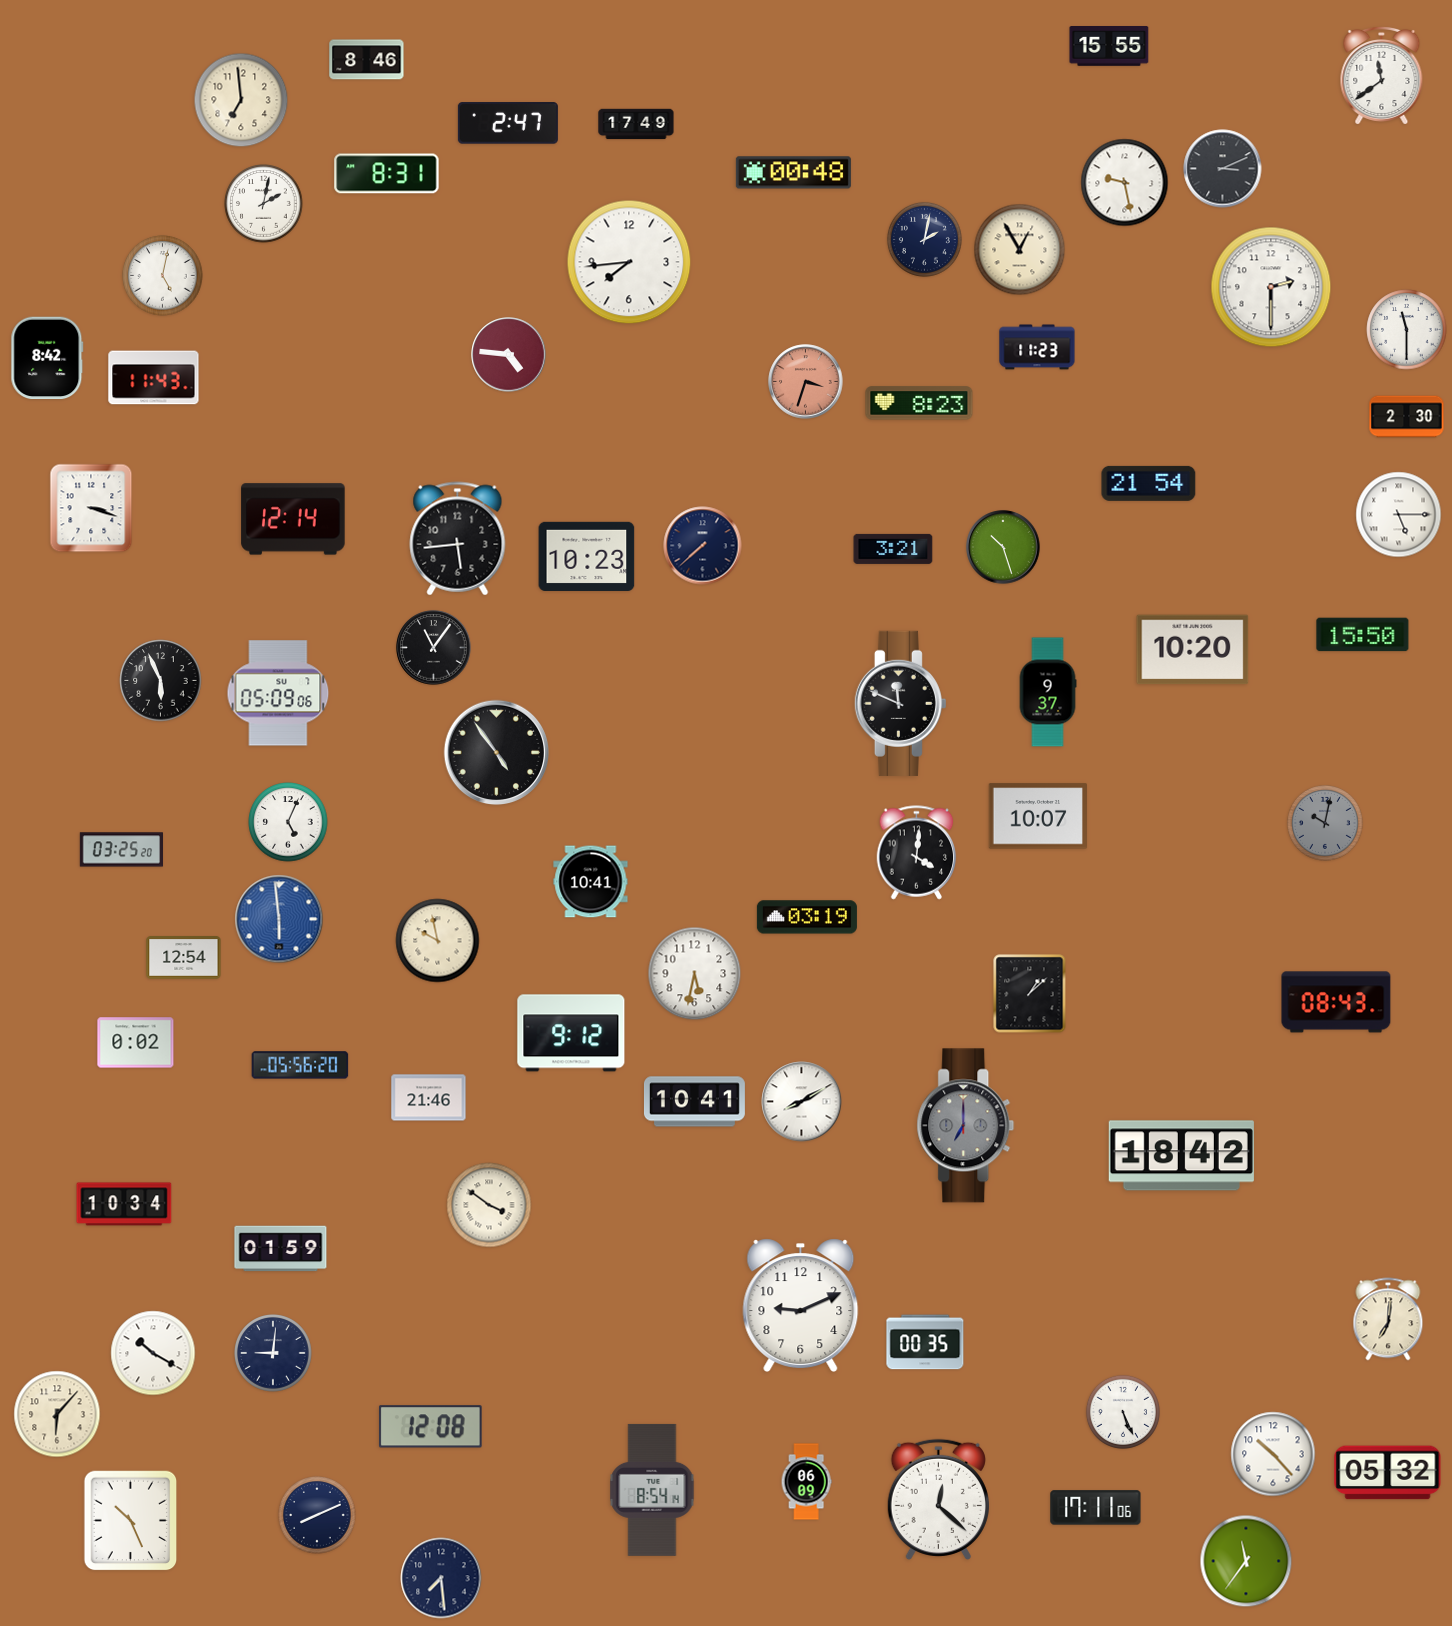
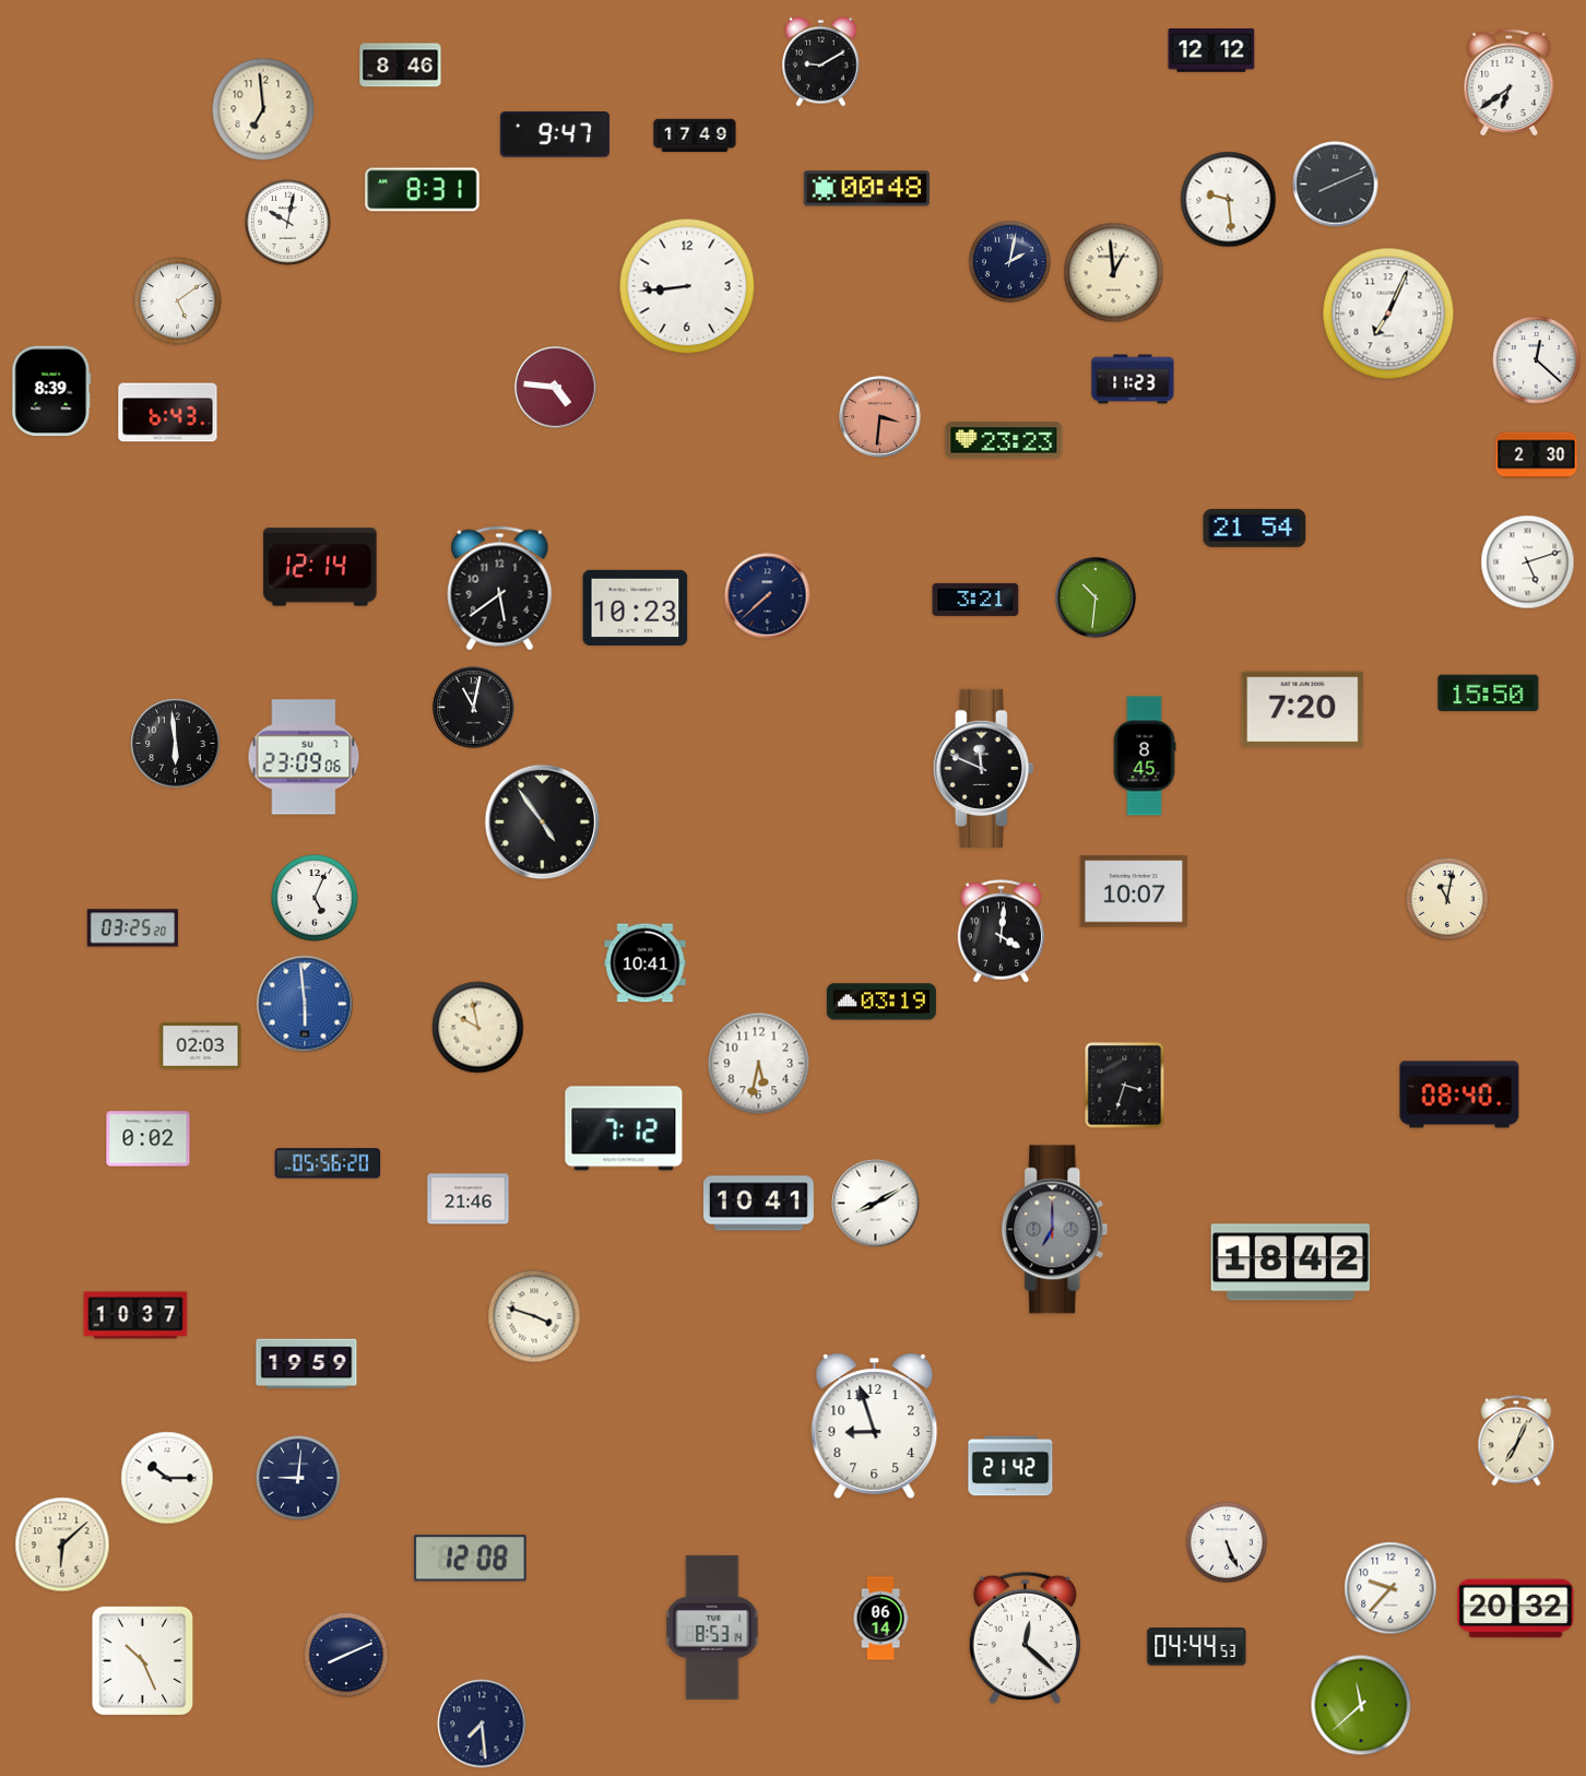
clock at (1109, 47): 15:55 -> 12:12
clock at (821, 61): none -> 9:10
clock at (1382, 75): 11:39 -> 6:39
clock at (508, 123): 2:47 -> 9:47
clock at (1223, 169): 3:11 -> 8:11
clock at (1125, 183): 9:28 -> 9:29
clock at (264, 204): 2:02 -> 10:02
clock at (1020, 250): 12:55 -> 12:59
clock at (629, 262): 7:44 -> 8:44
clock at (163, 276): 5:02 -> 5:09
clock at (1271, 287): 2:30 -> 7:04
clock at (1407, 330): 11:30 -> 12:22
clock at (47, 358): 8:42 -> 8:39
clock at (154, 378): 11:43 -> 6:43
clock at (806, 382): 3:33 -> 3:31
clock at (919, 403): 8:23 -> 23:23
clock at (91, 508): 3:18 -> none
clock at (1399, 515): 5:15 -> 5:12
clock at (458, 539): 5:44 -> 5:39
clock at (1003, 547): 10:27 -> 10:31
clock at (587, 556) position: (587, 556) -> (636, 607)
clock at (434, 648): 11:06 -> 11:02
clock at (1193, 650): 10:20 -> 7:20
clock at (161, 681): 5:56 -> 5:59
clock at (1048, 692): 9:37 -> 8:45
clock at (278, 693): 05:09 -> 23:09
clock at (1325, 823): 10:02 -> 11:02
clock at (1325, 823) dial: grey -> cream
clock at (184, 958): 12:54 -> 02:03
clock at (1030, 994): 1:08 -> 3:33
clock at (1336, 1002): 08:43 -> 08:40
clock at (571, 1033): 9:12 -> 7:12
clock at (124, 1204): 10:34 -> 10:37
clock at (489, 1205): 3:51 -> 3:48
clock at (281, 1249): 01:59 -> 19:59
clock at (801, 1305): 9:11 -> 8:57
clock at (1388, 1319): 7:01 -> 7:04
clock at (925, 1342): 00:35 -> 21:42
clock at (153, 1353): 10:20 -> 10:15
clock at (57, 1414): 6:07 -> 6:08
clock at (1273, 1454): 10:23 -> 9:37
clock at (1388, 1473): 05:32 -> 20:32
clock at (806, 1482): 06:09 -> 06:14
clock at (652, 1490): 8:54 -> 8:53
clock at (1096, 1508): 17:11 -> 04:44
clock at (1246, 1561): 11:36 -> 11:38
